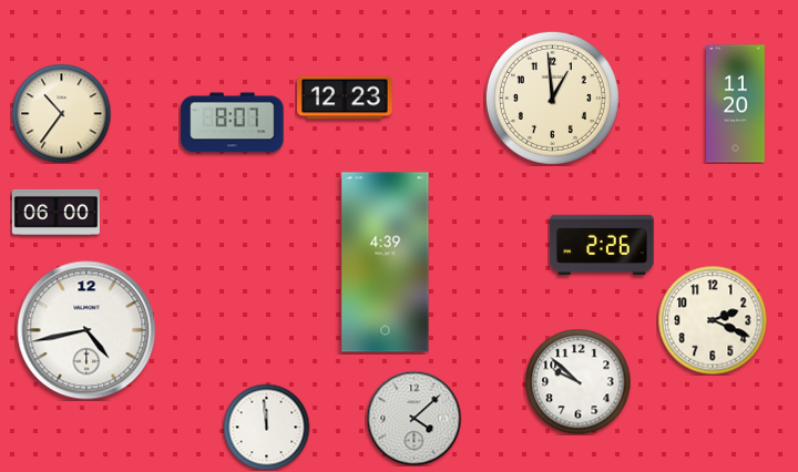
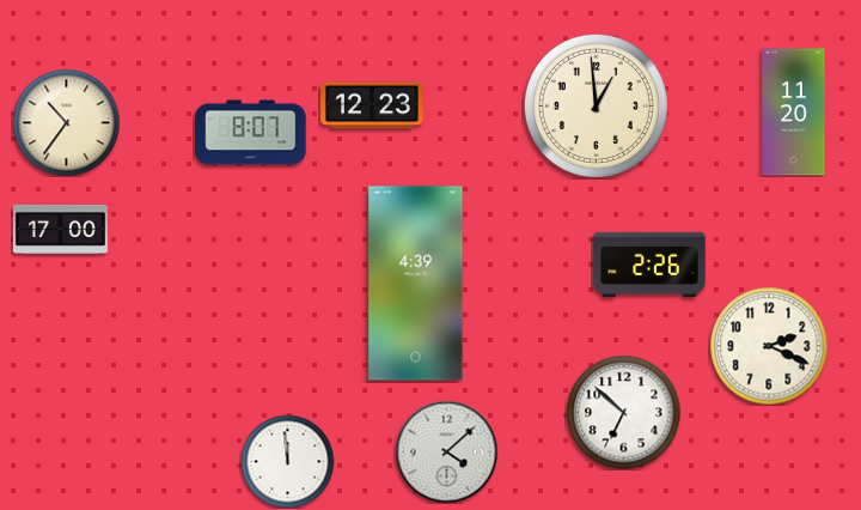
clock at (55, 212): 06:00 -> 17:00
clock at (86, 330): 4:43 -> none
clock at (577, 381): 9:52 -> 6:52
